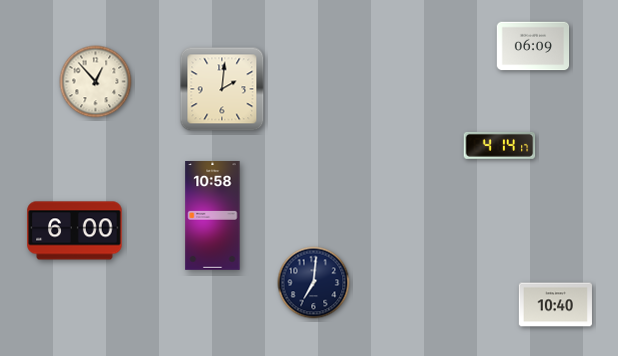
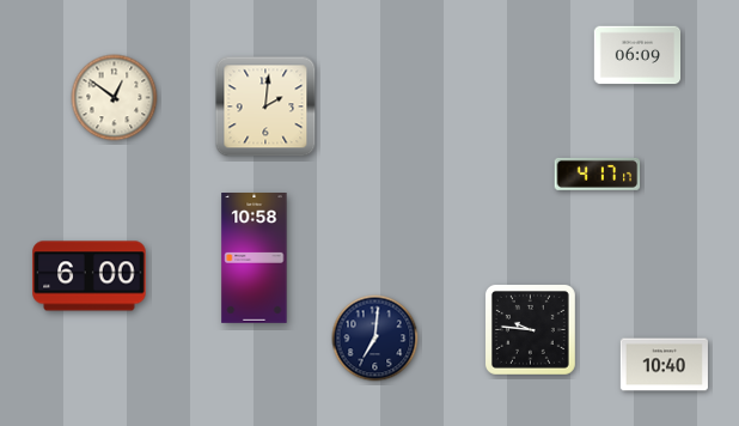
clock at (96, 82): 12:53 -> 12:51
clock at (500, 145): 4:14 -> 4:17
clock at (530, 329): none -> 9:46
